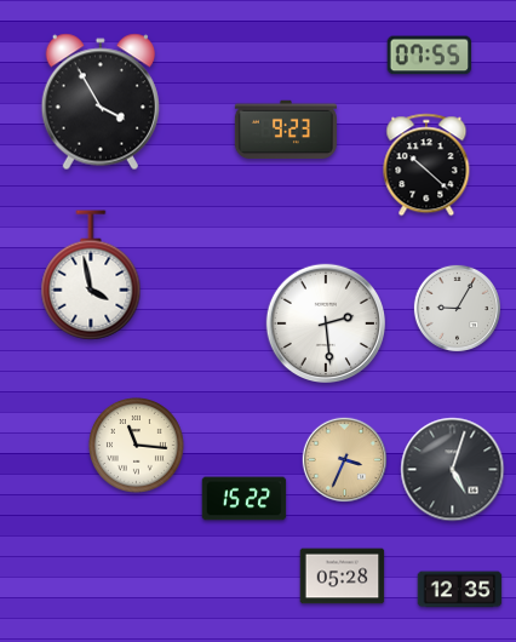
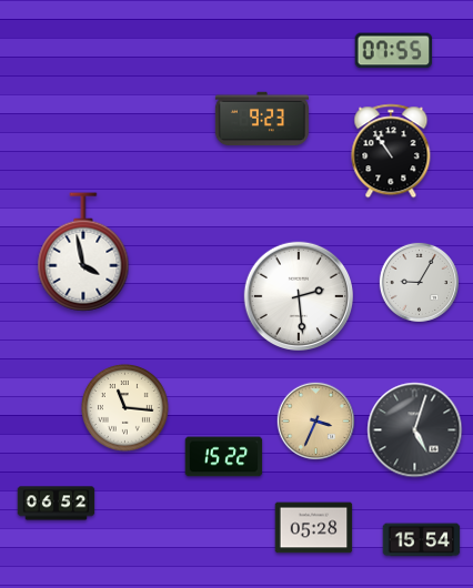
clock at (99, 102): 3:55 -> none
clock at (426, 165): 10:22 -> 10:54
clock at (57, 504): none -> 06:52
clock at (460, 590): 12:35 -> 15:54
